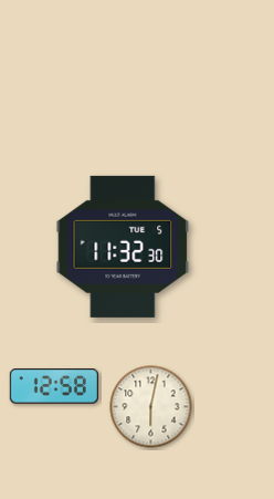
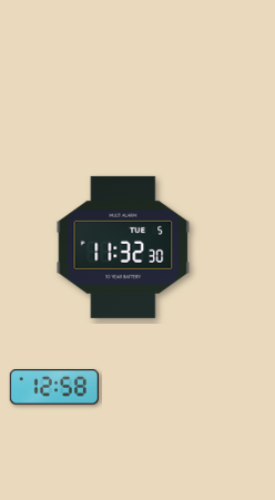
clock at (151, 407): 6:02 -> none
